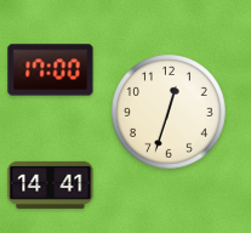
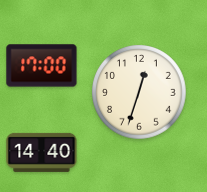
clock at (51, 70) position: (51, 70) -> (42, 66)
clock at (51, 184): 14:41 -> 14:40
